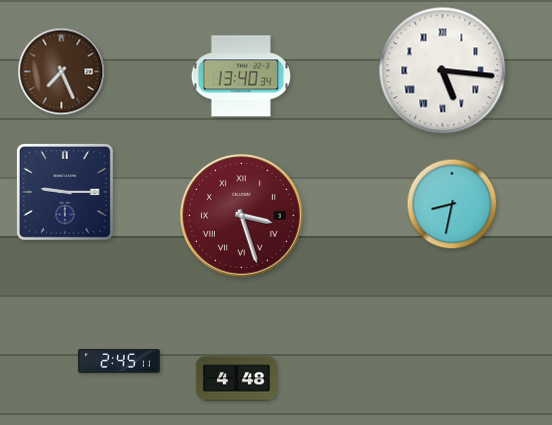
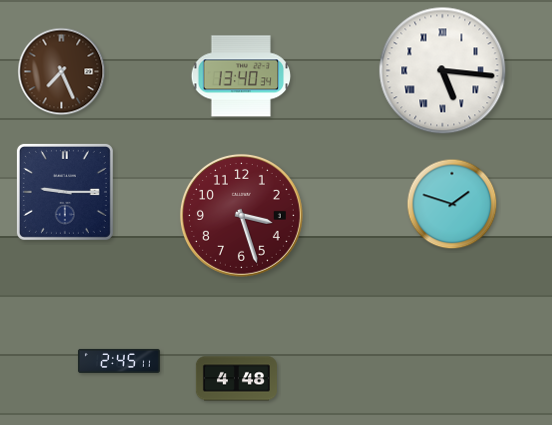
clock at (452, 204): 8:32 -> 1:48
clock at (241, 215) numerals: Roman -> Arabic
